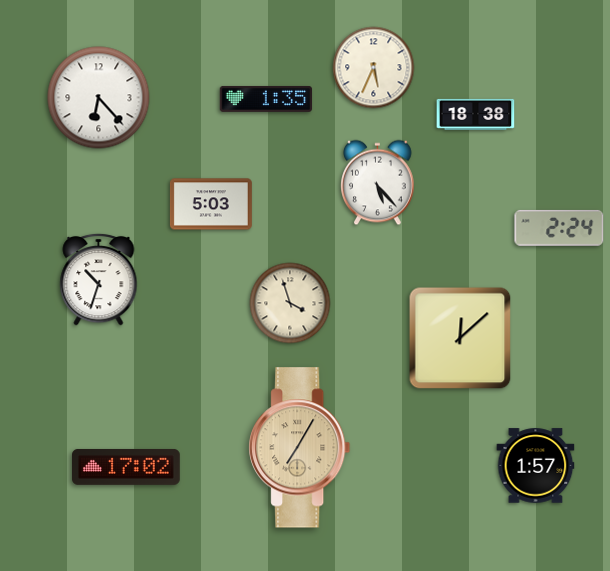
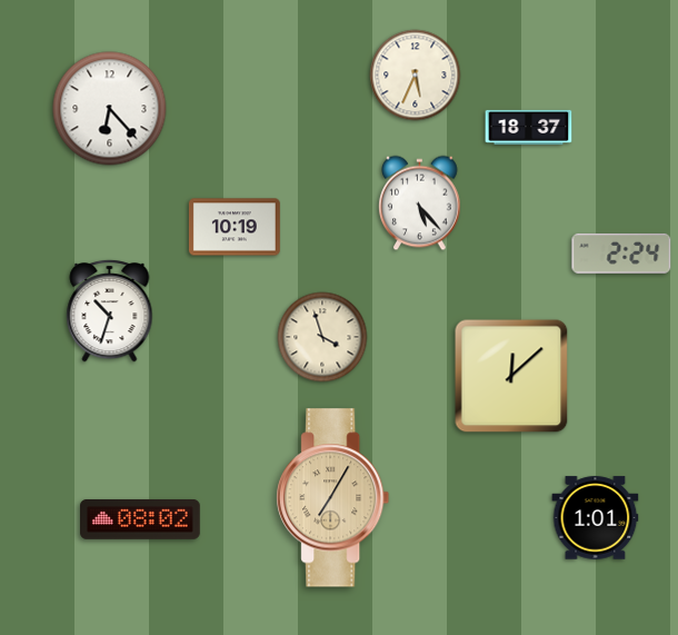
clock at (266, 99): 1:35 -> none
clock at (476, 114): 18:38 -> 18:37
clock at (211, 204): 5:03 -> 10:19
clock at (536, 466): 1:57 -> 1:01
clock at (127, 467): 17:02 -> 08:02
